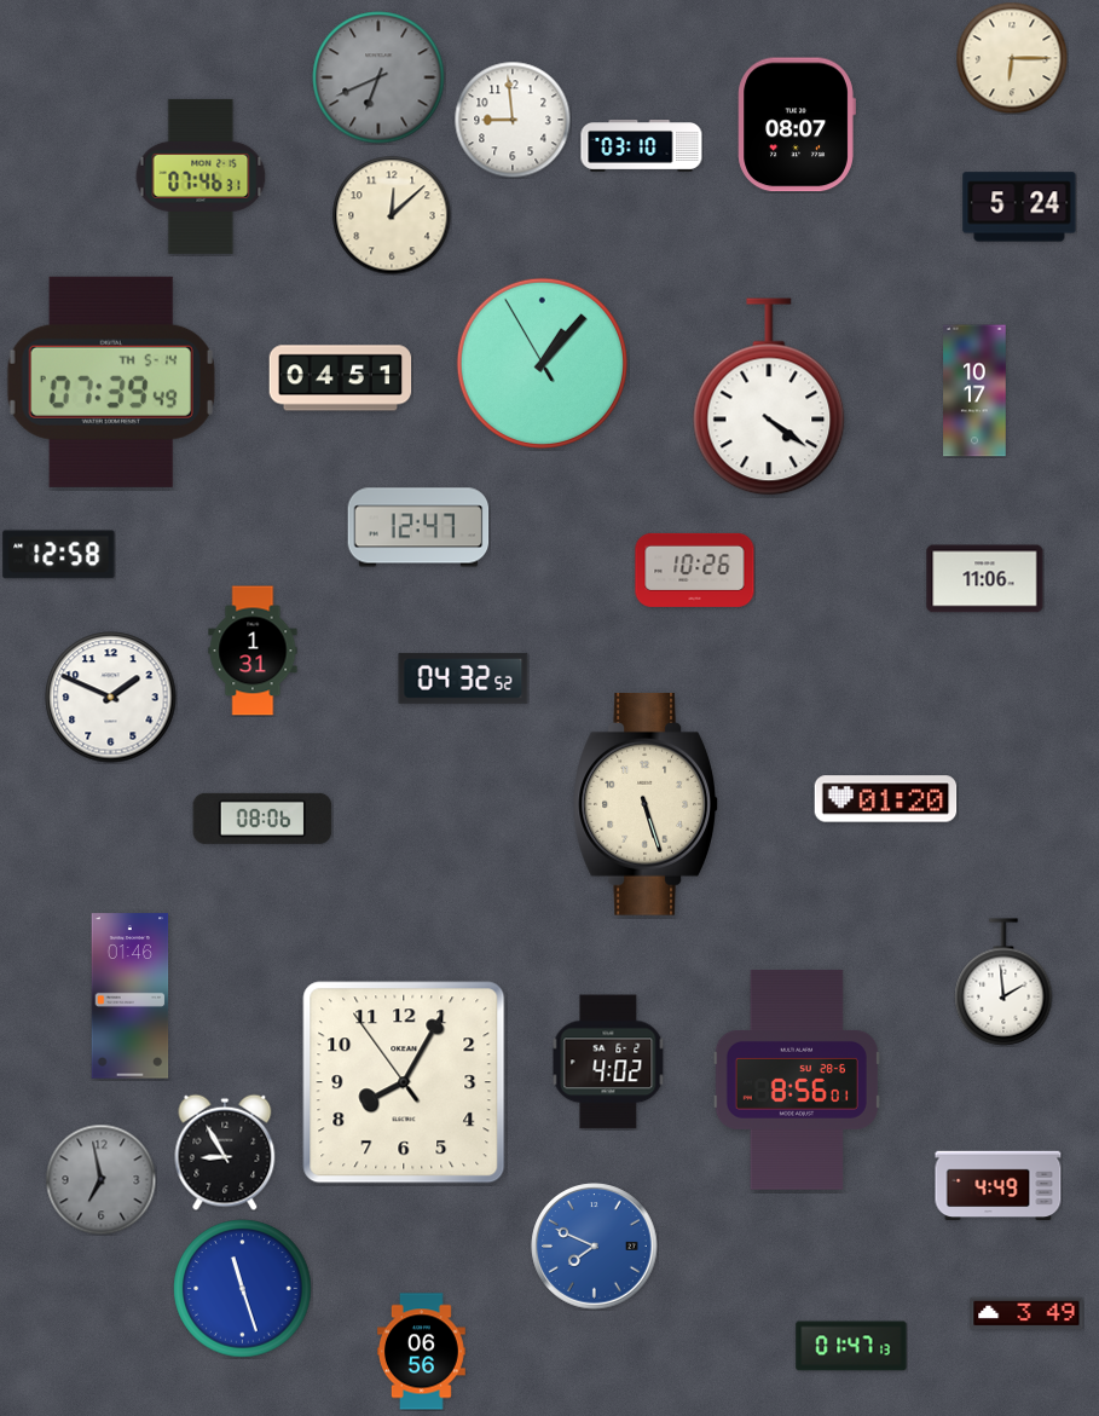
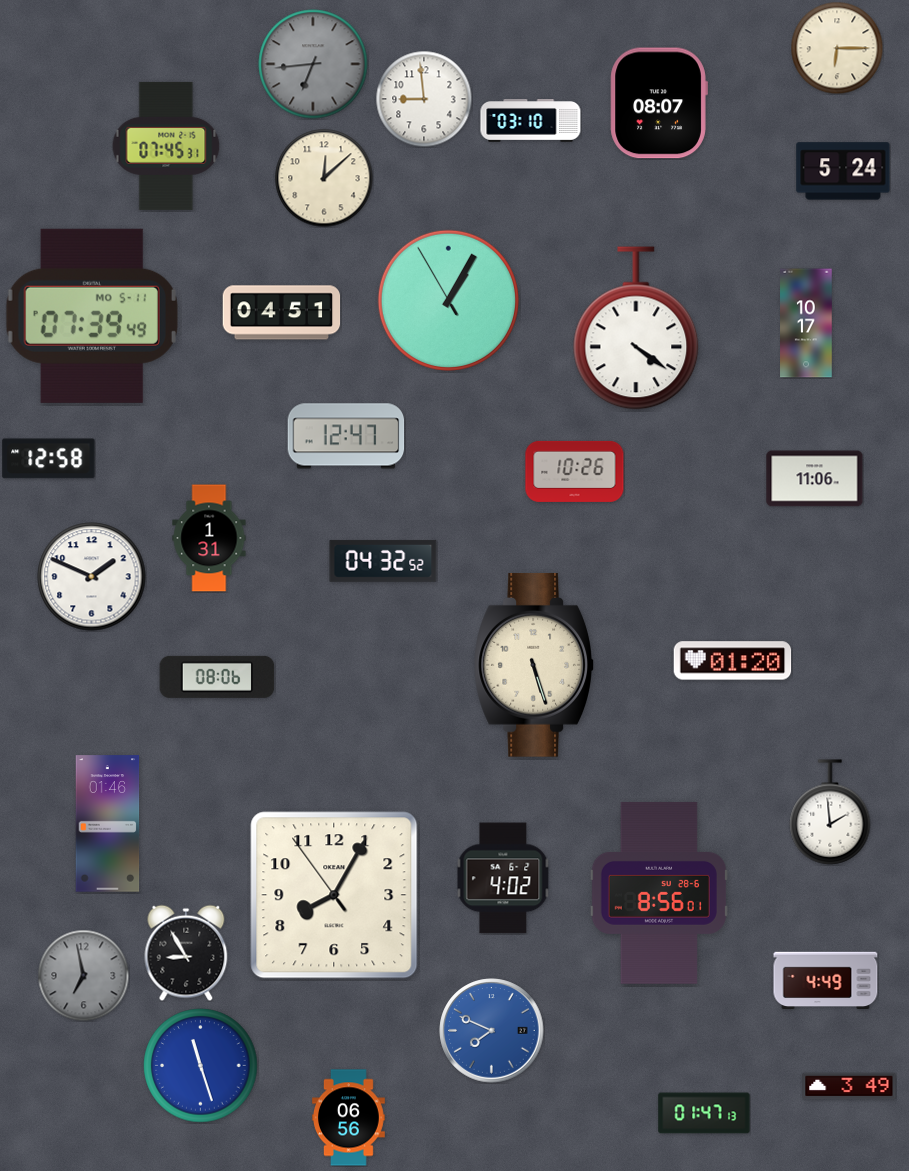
clock at (378, 77): 6:41 -> 6:44
clock at (201, 177): 07:46 -> 07:45
clock at (542, 363): 1:06 -> 1:04
clock at (111, 382) date: TH 5-14 -> MO 5-11
